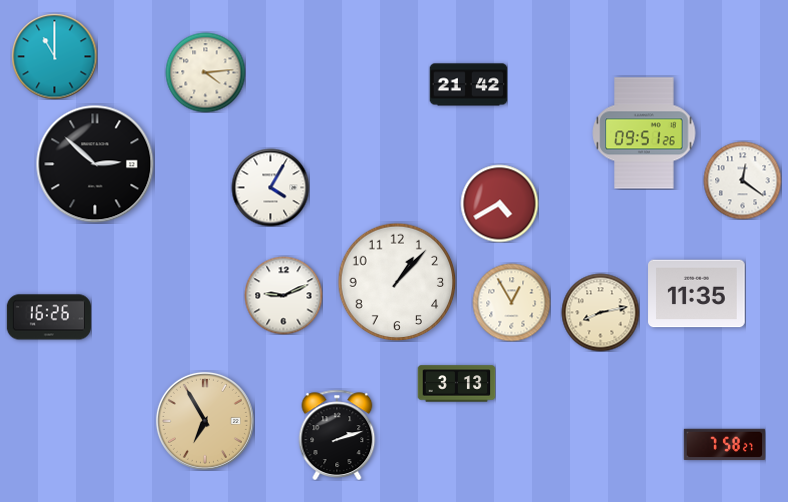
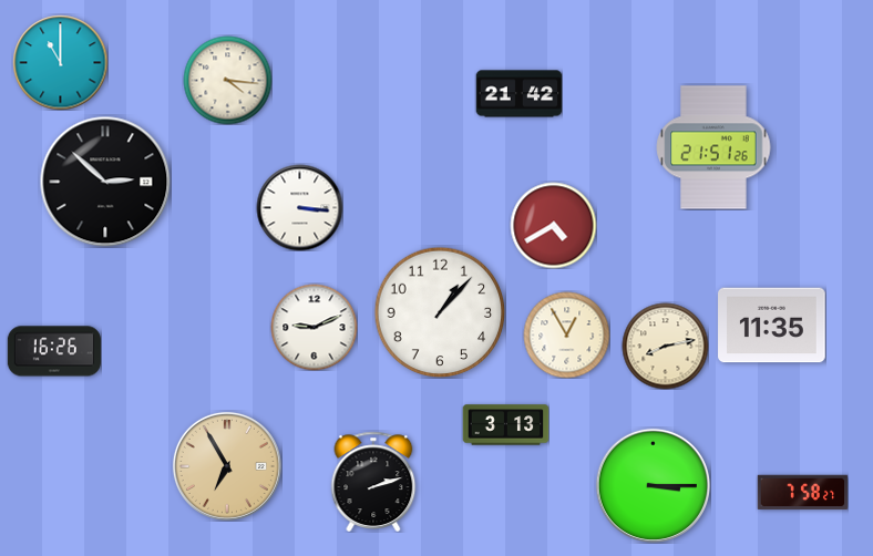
clock at (205, 72): 4:14 -> 4:16
clock at (644, 133): 09:51 -> 21:51
clock at (742, 180): 12:21 -> none
clock at (270, 187): 4:05 -> 3:16
clock at (653, 485): none -> 3:15
